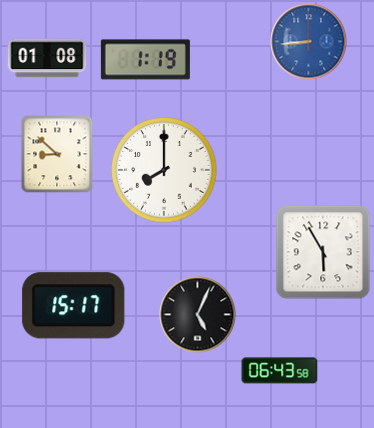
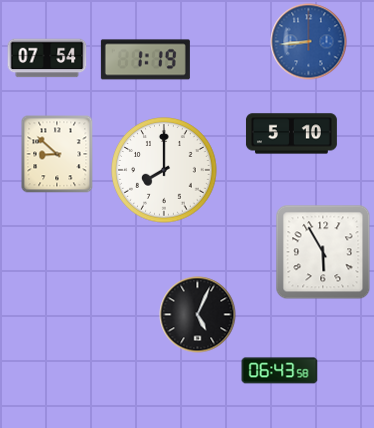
clock at (47, 58): 01:08 -> 07:54
clock at (291, 134): none -> 5:10
clock at (74, 306): 15:17 -> none
